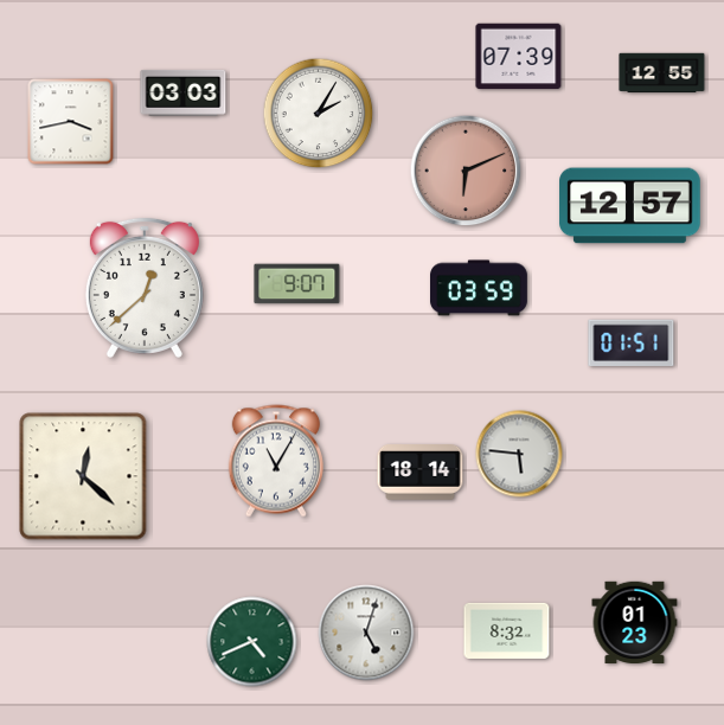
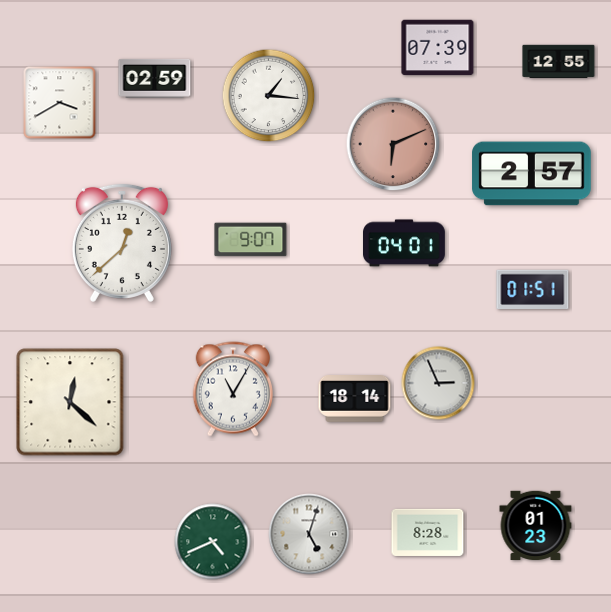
clock at (184, 92): 03:03 -> 02:59
clock at (319, 114): 2:05 -> 1:16
clock at (71, 122): 3:43 -> 3:40
clock at (630, 206): 12:57 -> 2:57
clock at (480, 288): 03:59 -> 04:01
clock at (519, 454): 5:46 -> 2:56
clock at (507, 630): 8:32 -> 8:28
